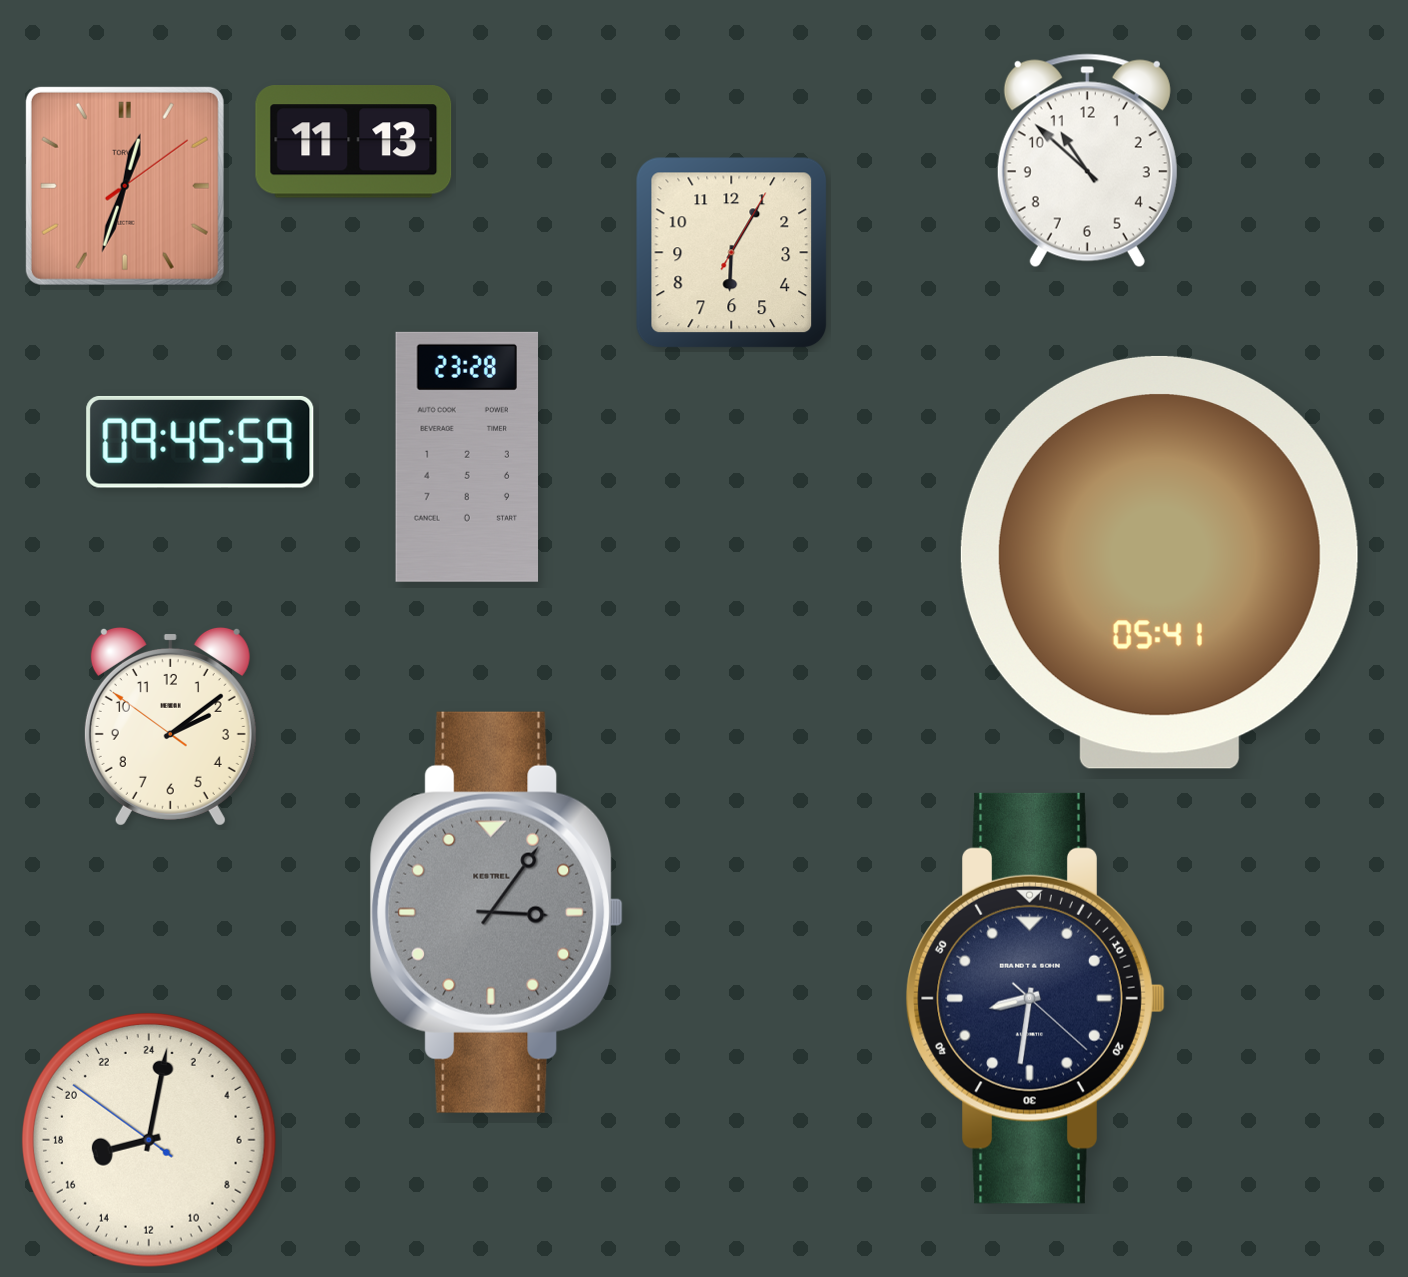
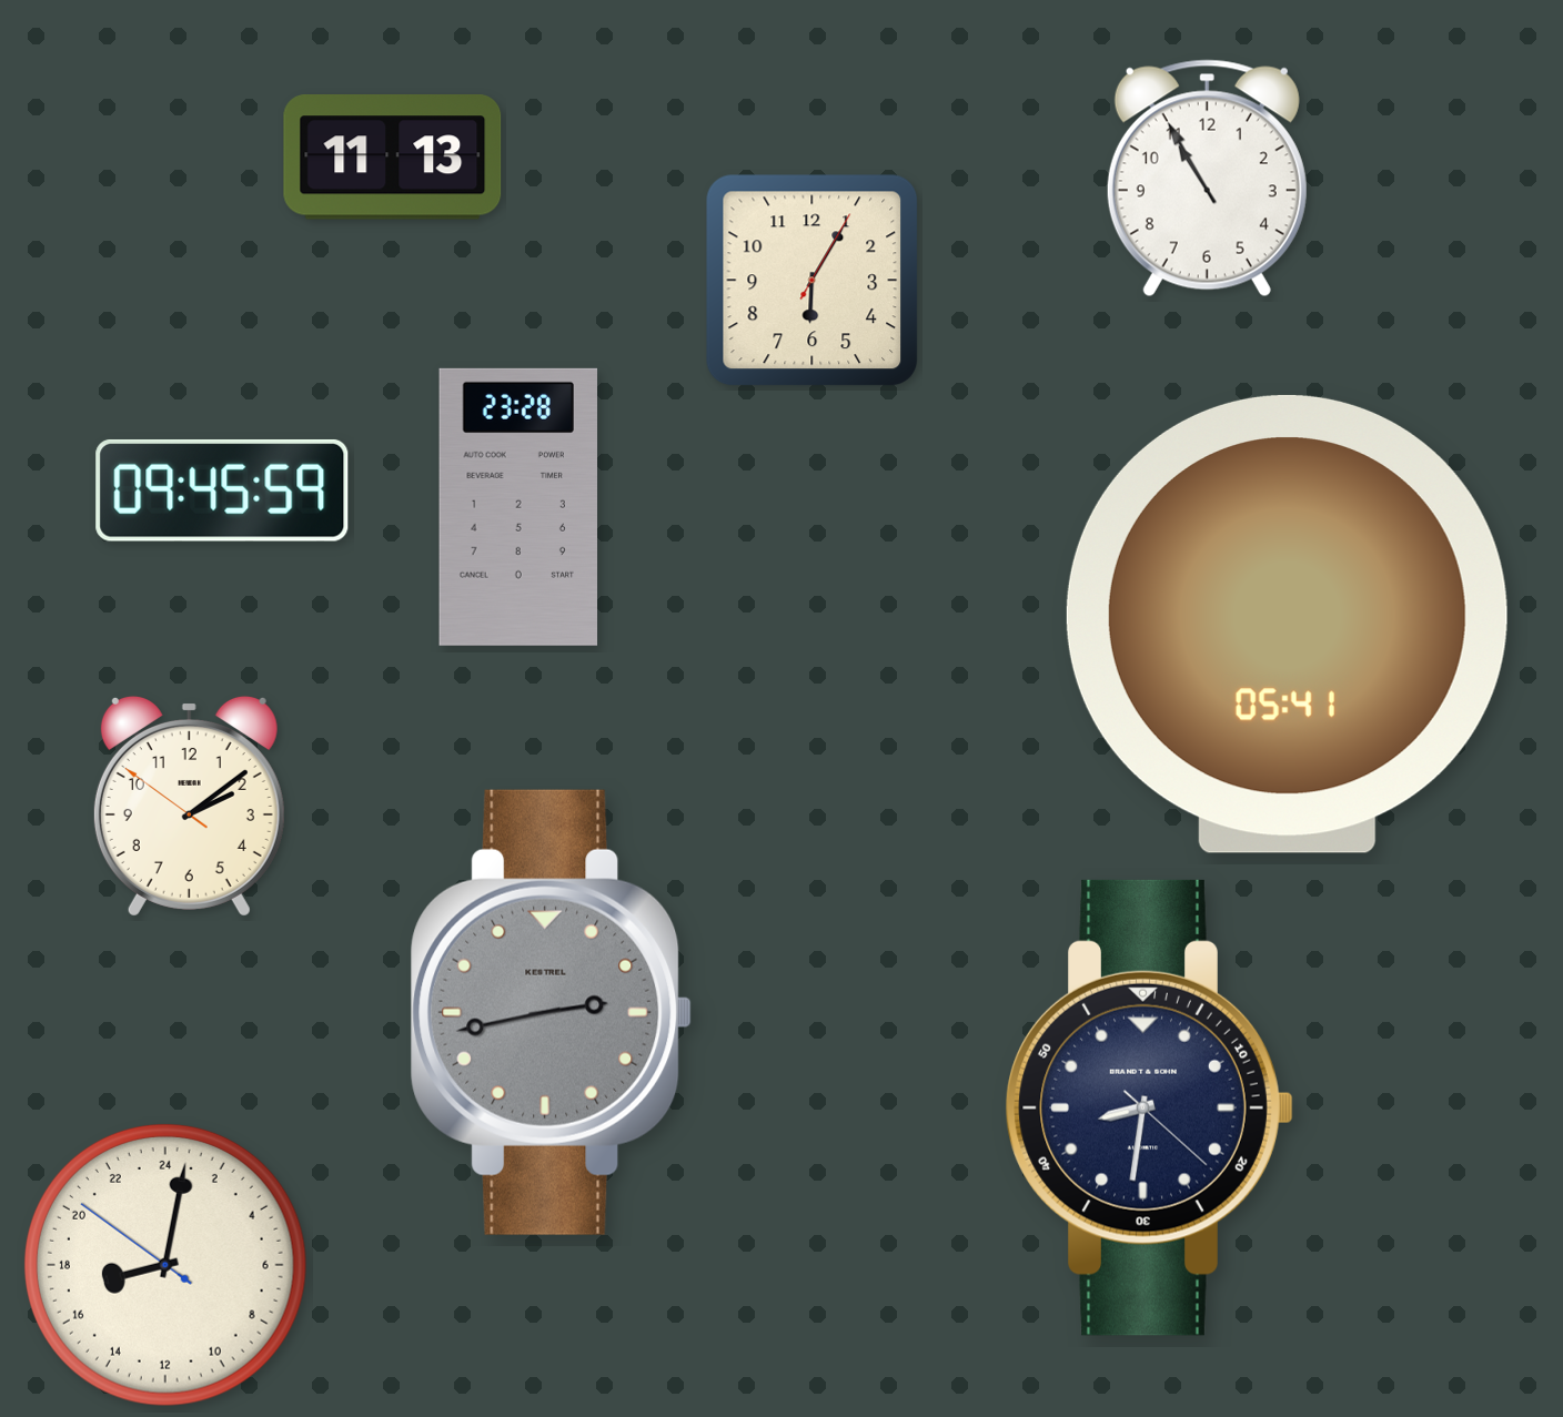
clock at (1087, 161): 10:52 -> 10:55
clock at (125, 186): 12:33 -> none
clock at (497, 912): 3:06 -> 2:43
